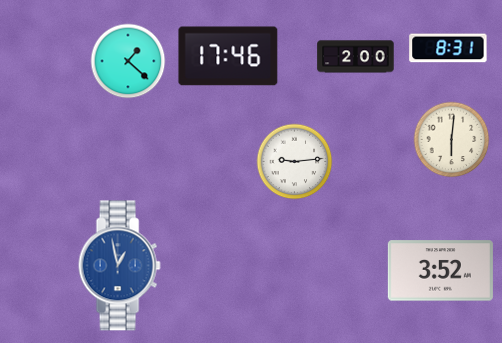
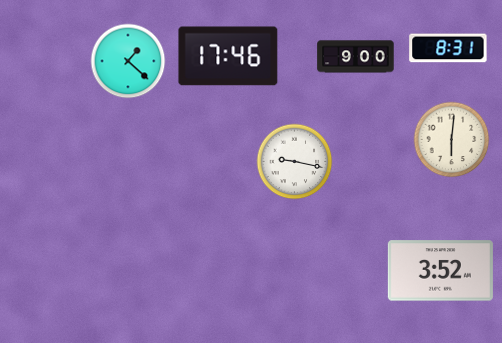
clock at (356, 57): 2:00 -> 9:00
clock at (295, 162): 9:14 -> 9:17
clock at (119, 266): 12:58 -> none
